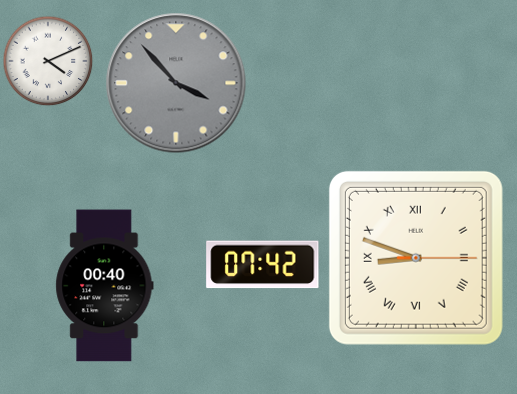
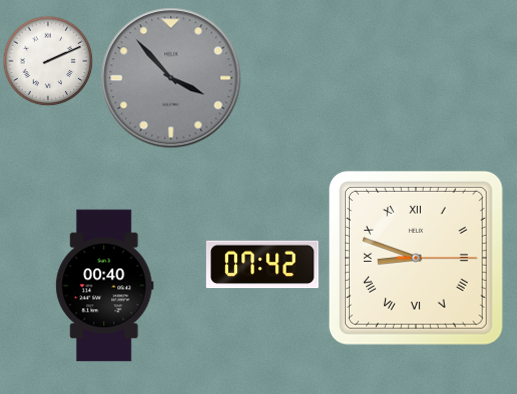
clock at (48, 61): 4:11 -> 2:11
clock at (176, 83) position: (176, 83) -> (171, 78)
